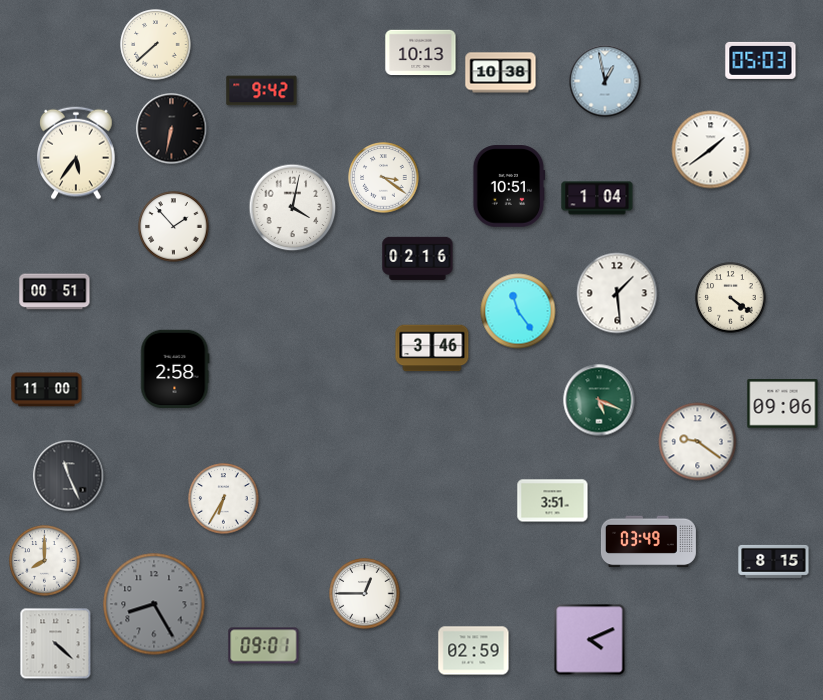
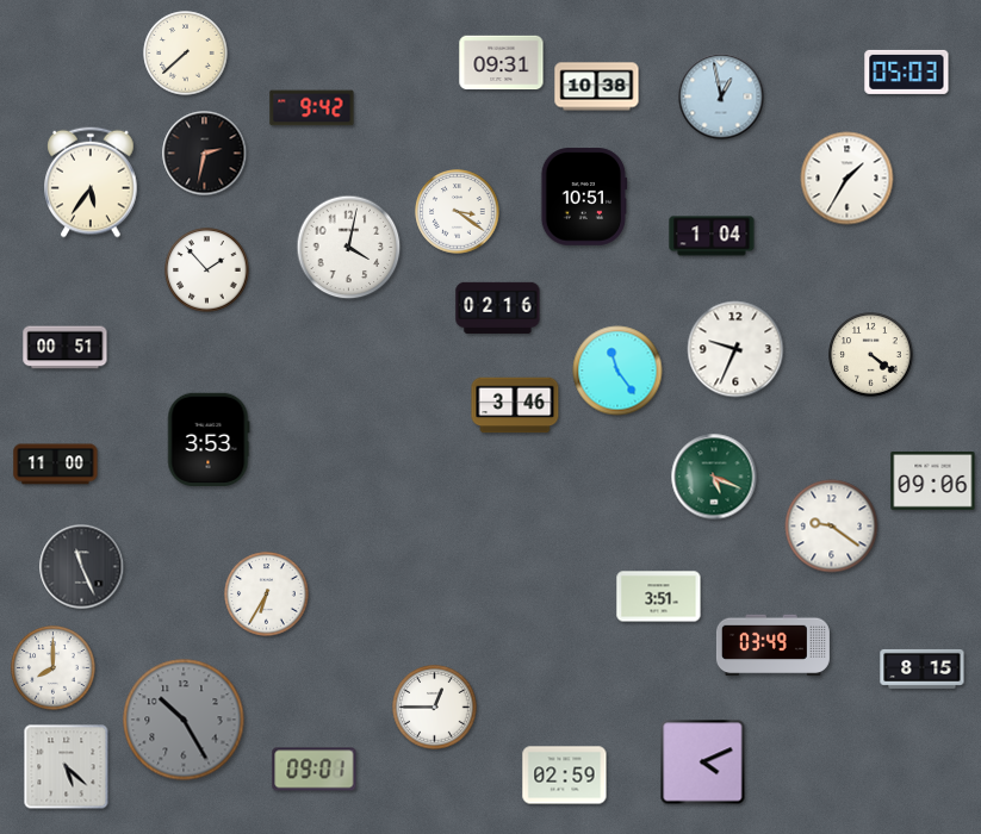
clock at (421, 53): 10:13 -> 09:31
clock at (172, 129): 6:32 -> 2:32
clock at (711, 150): 1:39 -> 1:35
clock at (509, 186) position: (509, 186) -> (584, 197)
clock at (617, 293): 1:29 -> 9:34
clock at (432, 348) position: (432, 348) -> (515, 405)
clock at (175, 369): 2:58 -> 3:53
clock at (154, 604): 8:25 -> 10:25
clock at (56, 644): 4:22 -> 5:22
